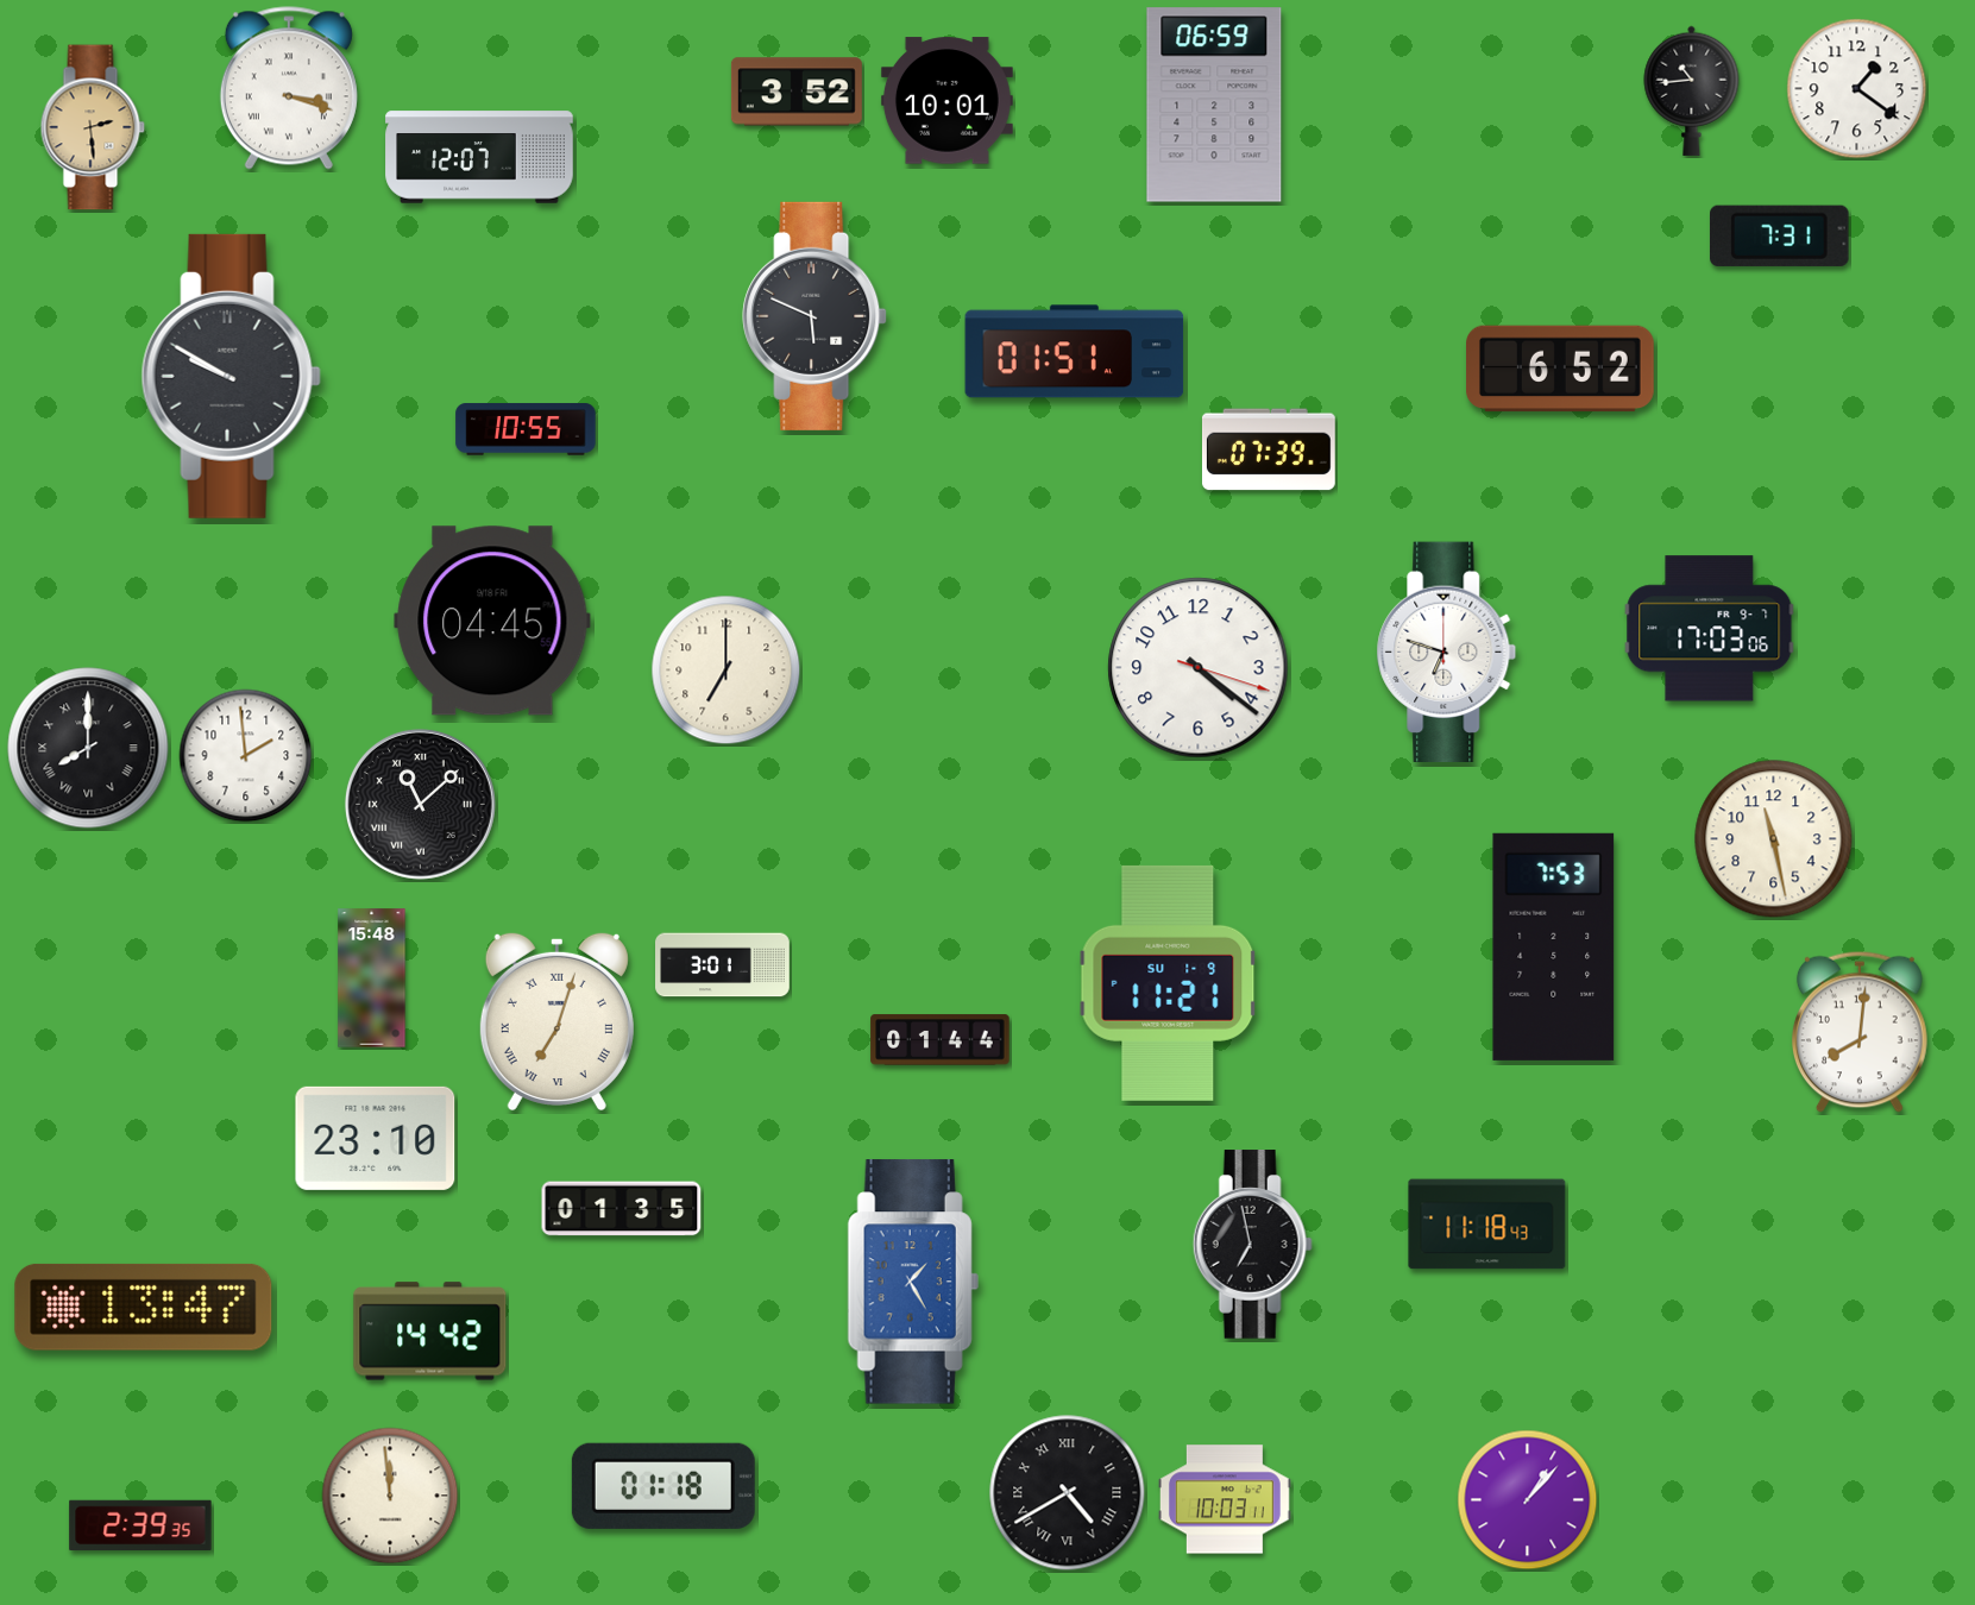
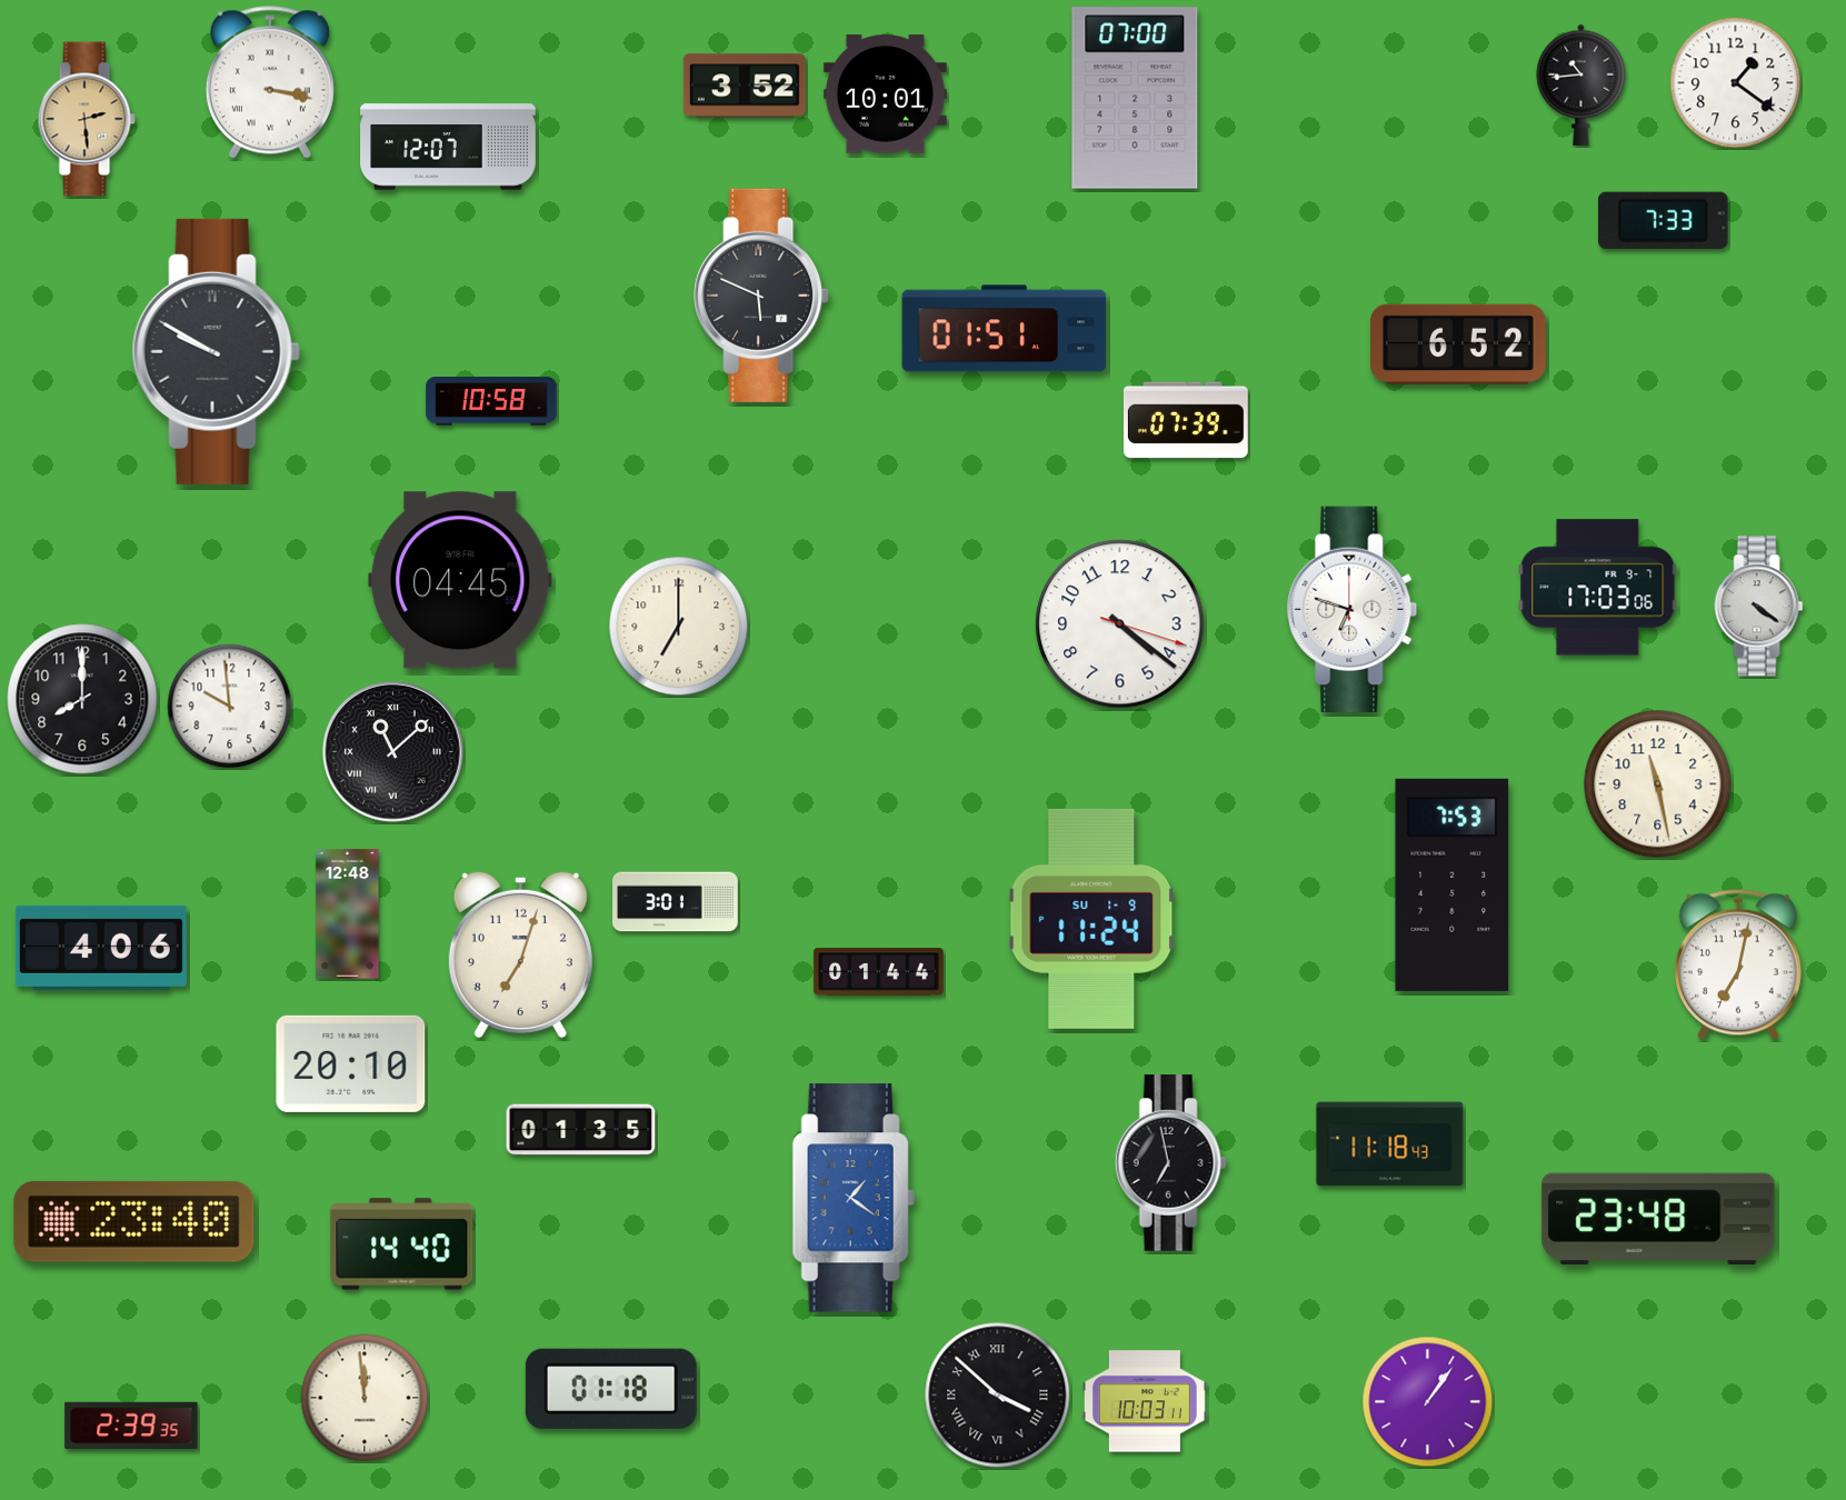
clock at (289, 88): 3:18 -> 3:17
clock at (1214, 105): 06:59 -> 07:00
clock at (1780, 235): 7:31 -> 7:33
clock at (526, 429): 10:55 -> 10:58
clock at (1759, 607): none -> 4:21
clock at (88, 748) numerals: Roman -> Arabic
clock at (246, 756): 1:59 -> 9:59
clock at (372, 978): 15:48 -> 12:48
clock at (1168, 983): 11:21 -> 11:24
clock at (101, 948): none -> 4:06
clock at (556, 1020) numerals: Roman -> Arabic
clock at (1860, 1032): 8:01 -> 7:02
clock at (376, 1138): 23:10 -> 20:10
clock at (913, 1282): 1:25 -> 1:21
clock at (1658, 1218): none -> 23:48
clock at (144, 1307): 13:47 -> 23:40
clock at (430, 1332): 14:42 -> 14:40
clock at (663, 1486) position: (663, 1486) -> (611, 1389)
clock at (1068, 1493): 4:40 -> 3:52
clock at (1528, 1500): 1:07 -> 1:06
